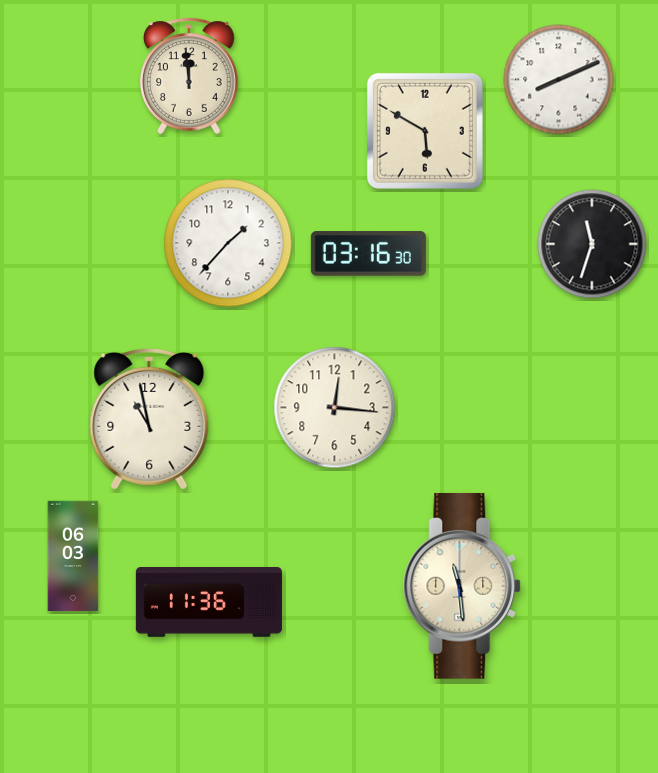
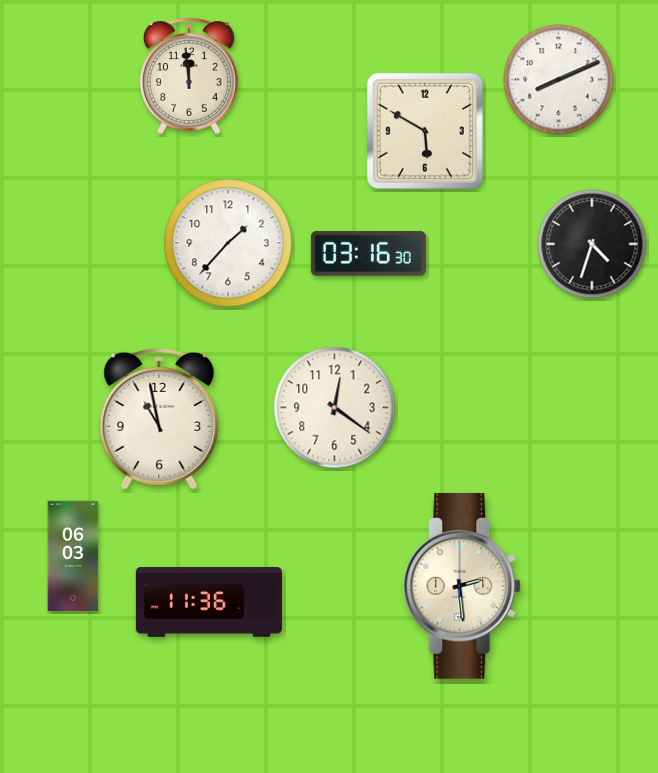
clock at (592, 244): 11:33 -> 4:33
clock at (335, 408): 12:16 -> 12:21
clock at (149, 419) position: (149, 419) -> (159, 419)
clock at (463, 586): 11:29 -> 2:29
